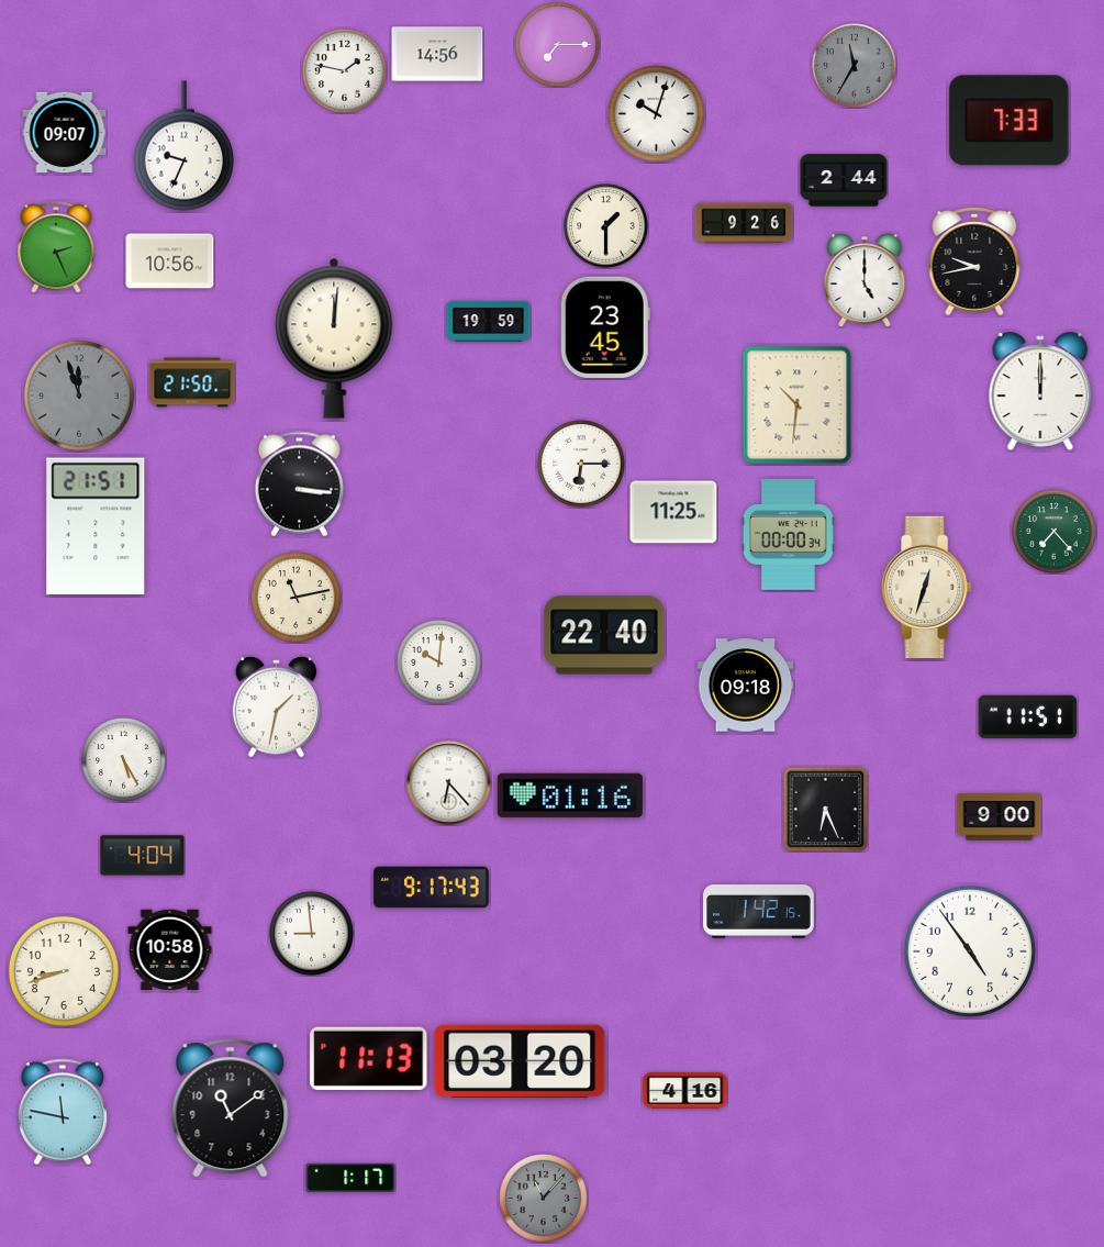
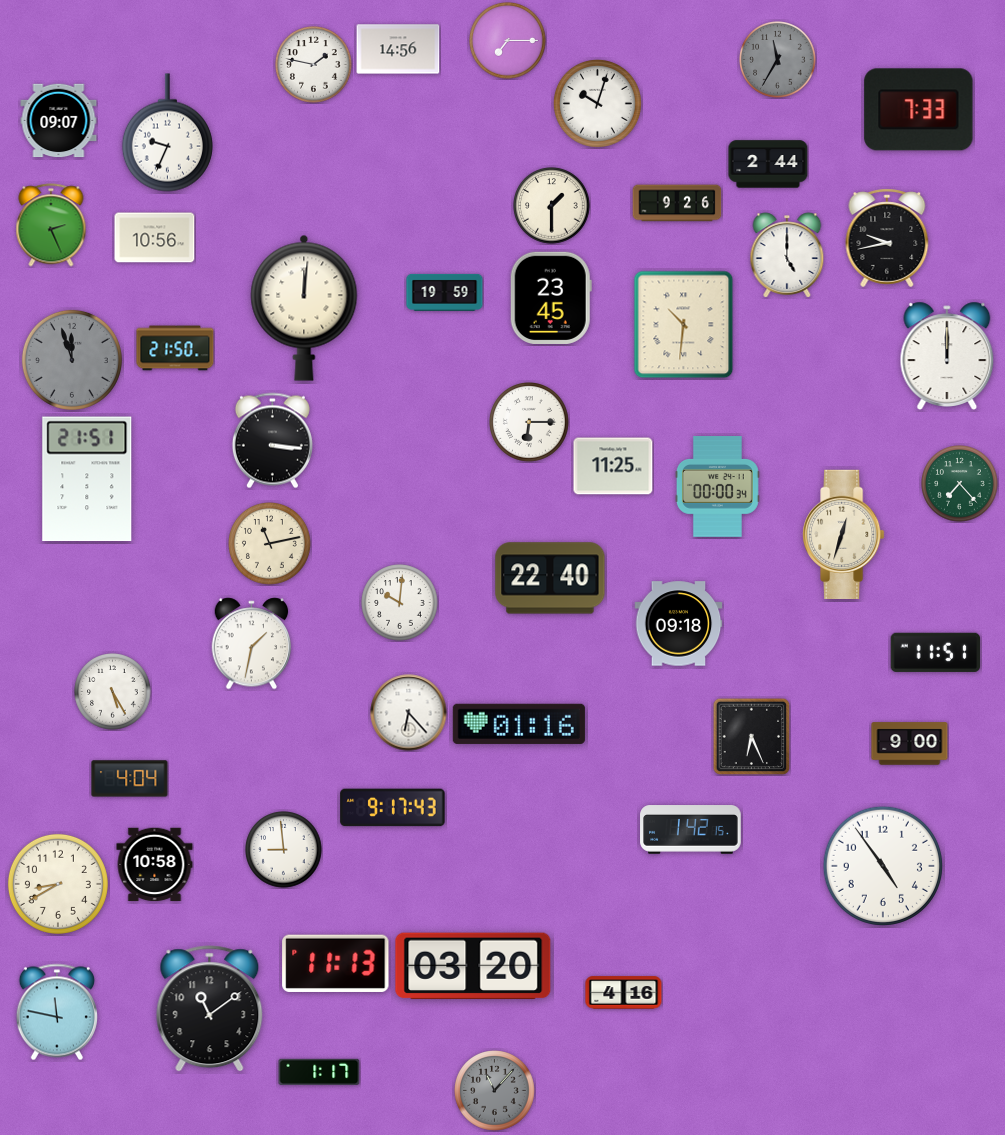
clock at (798, 405) position: (798, 405) -> (684, 325)
clock at (64, 971): 8:42 -> 8:40
